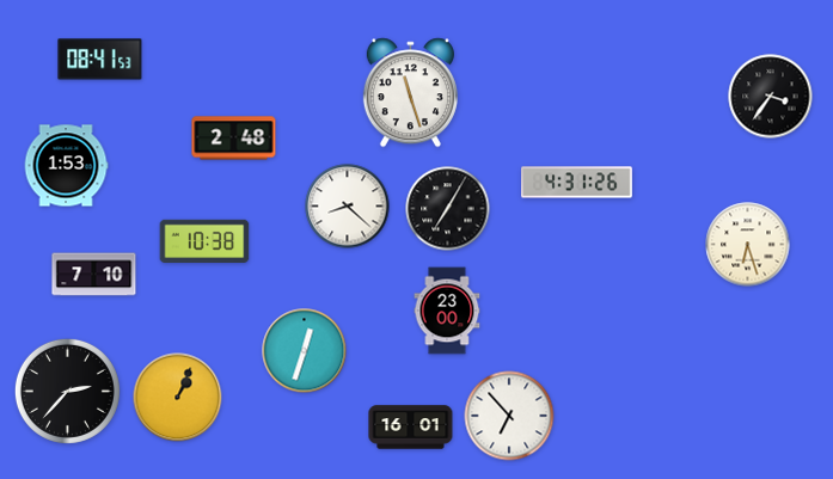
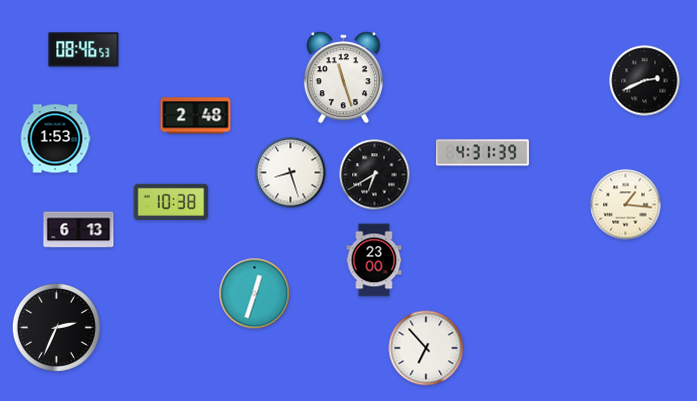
clock at (100, 60): 08:41 -> 08:46
clock at (771, 97): 3:36 -> 2:41
clock at (577, 183): 4:31:26 -> 4:31:39
clock at (348, 207): 8:22 -> 8:27
clock at (448, 209): 7:05 -> 6:40
clock at (748, 245): 6:27 -> 1:16
clock at (94, 275): 7:10 -> 6:13
clock at (67, 391): 2:37 -> 2:34
clock at (178, 398): 1:04 -> none
clock at (411, 428): 16:01 -> none
